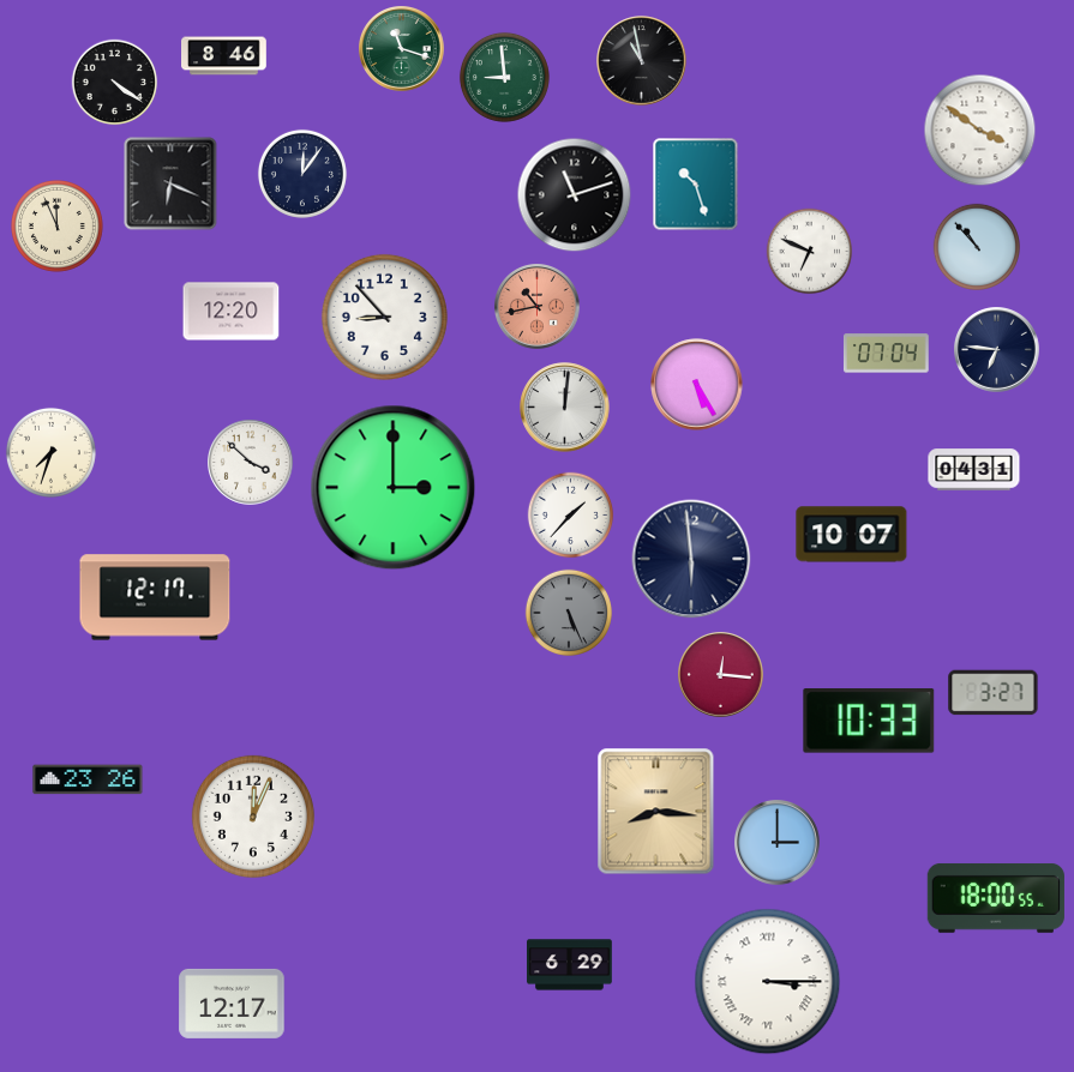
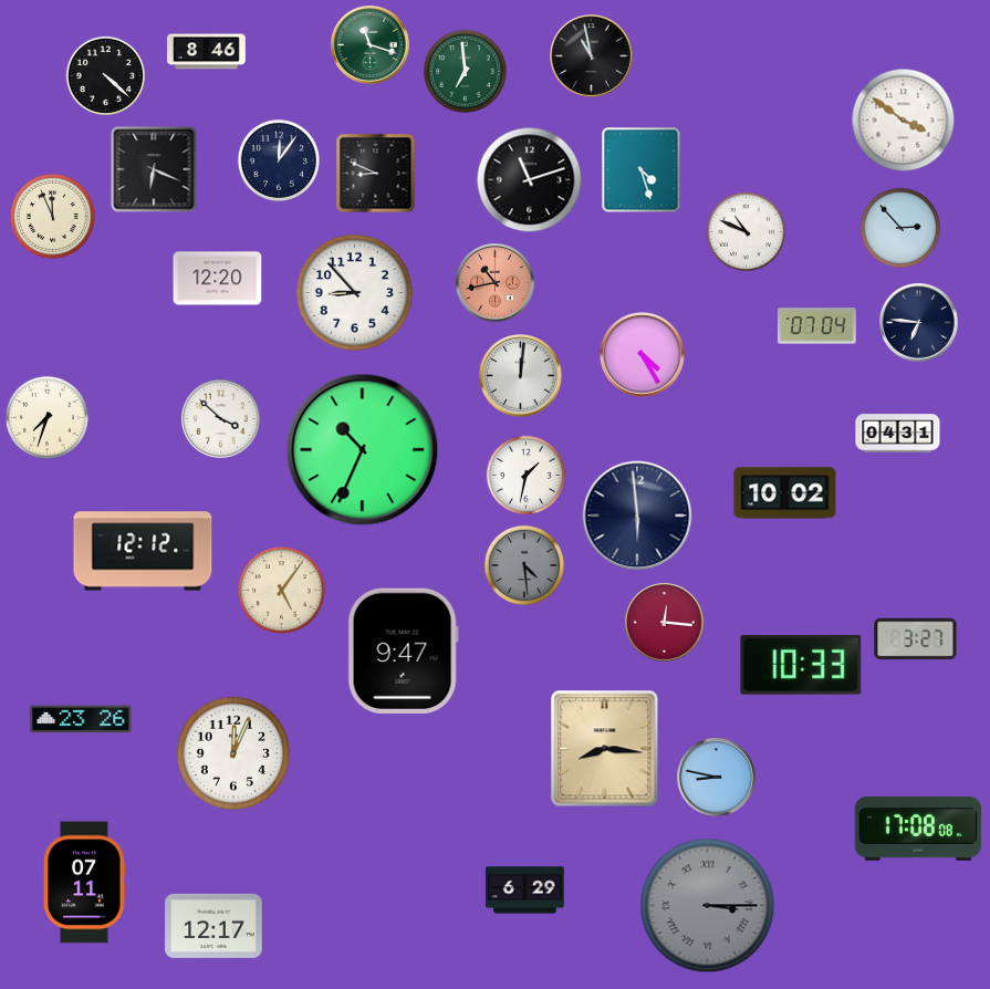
clock at (504, 77): 8:59 -> 6:59
clock at (115, 83): 4:21 -> 4:22
clock at (170, 183) position: (170, 183) -> (154, 169)
clock at (696, 185): 10:27 -> 4:27
clock at (376, 174): none -> 8:49
clock at (58, 227) position: (58, 227) -> (53, 217)
clock at (976, 246): 10:53 -> 2:53
clock at (810, 252): 6:49 -> 10:49
clock at (232, 312) position: (232, 312) -> (218, 279)
clock at (697, 385): 5:25 -> 4:25
clock at (251, 463) position: (251, 463) -> (221, 419)
clock at (394, 488): 3:00 -> 10:34
clock at (571, 516): 1:37 -> 1:32
clock at (852, 535): 10:07 -> 10:02
clock at (155, 597): 12:17 -> 12:12
clock at (568, 612): 5:26 -> 4:29
clock at (282, 591): none -> 5:06
clock at (403, 650): none -> 9:47
clock at (778, 843): 3:00 -> 8:47
clock at (996, 898): 18:00 -> 17:08
clock at (85, 883): none -> 07:11
clock at (768, 982) dial: white -> grey
